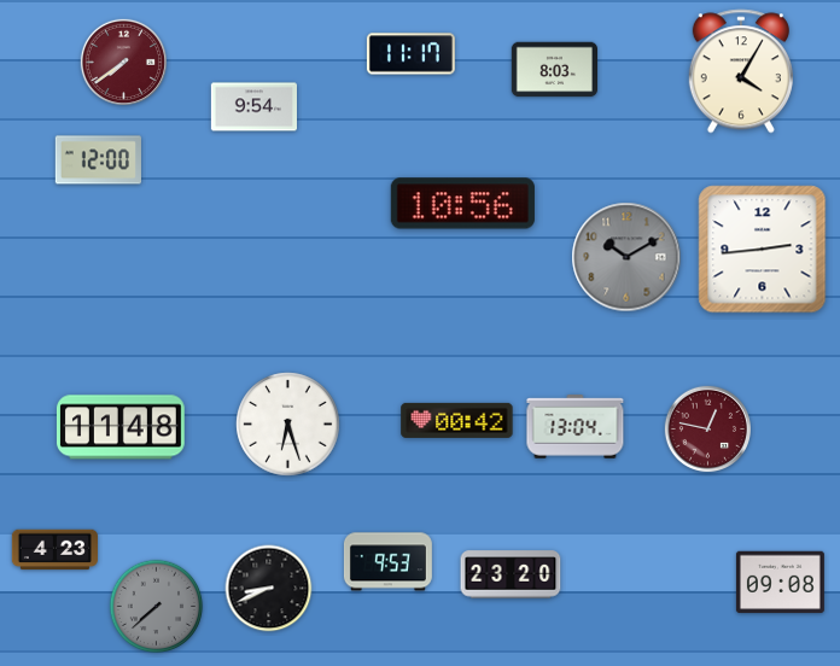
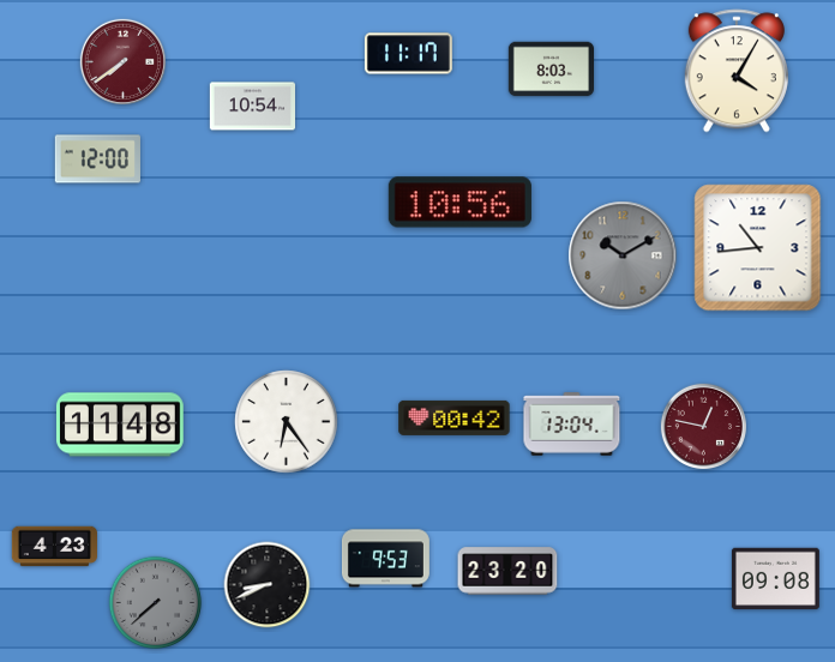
clock at (253, 107): 9:54 -> 10:54
clock at (763, 250): 2:44 -> 10:44
clock at (288, 425): 6:27 -> 6:24
